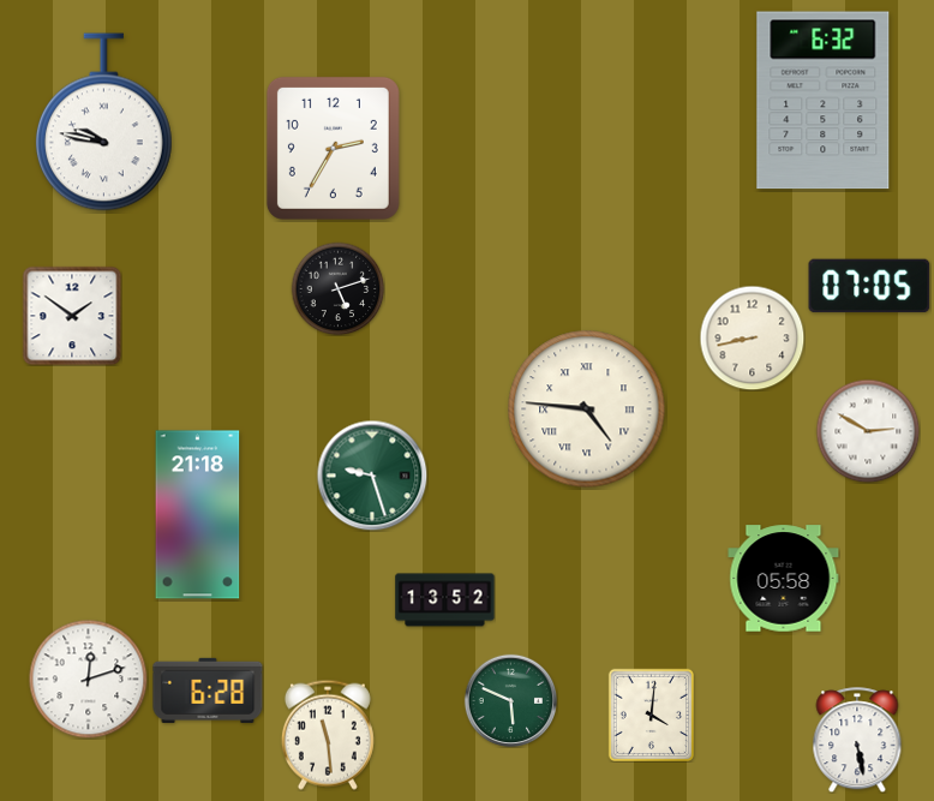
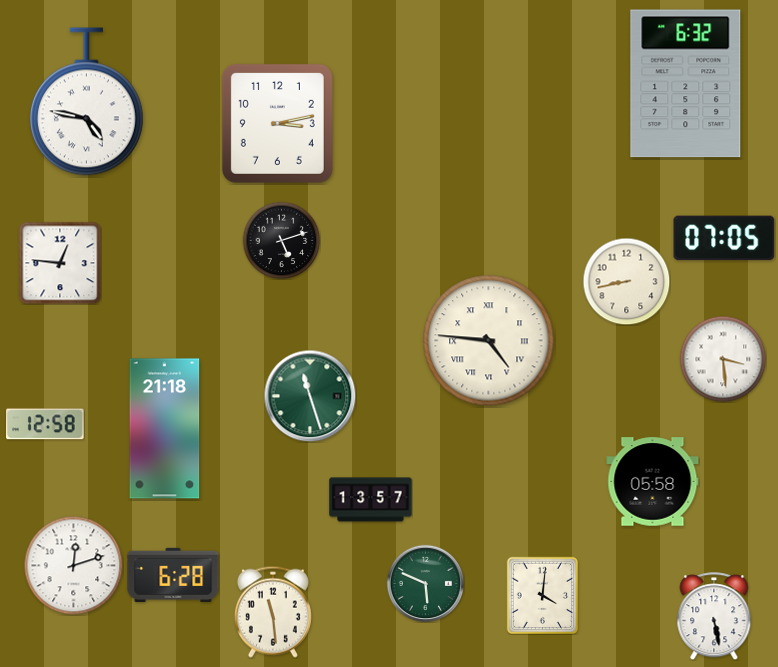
clock at (103, 122): 9:47 -> 4:47
clock at (333, 148): 2:35 -> 3:13
clock at (72, 316): 1:51 -> 12:46
clock at (868, 431): 2:50 -> 3:29
clock at (372, 476): 9:27 -> 11:27
clock at (45, 424): none -> 12:58
clock at (445, 600): 13:52 -> 13:57
